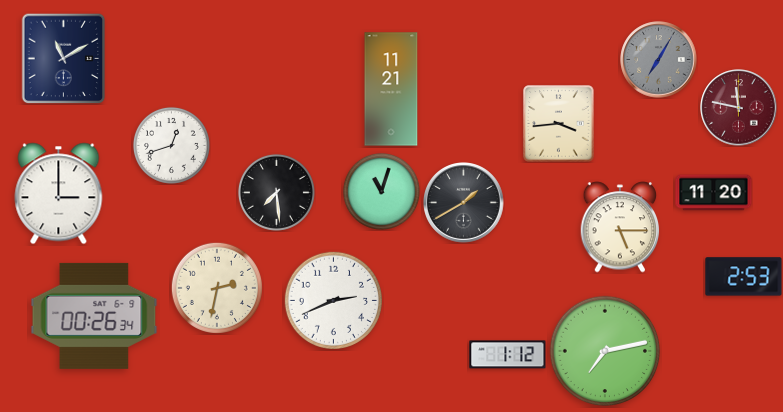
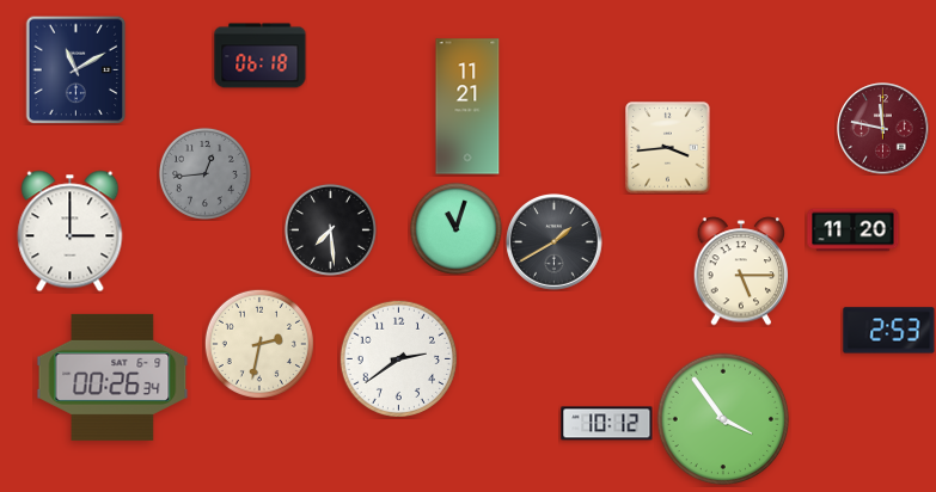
clock at (261, 56): none -> 06:18
clock at (659, 60): 7:05 -> none
clock at (171, 145): 12:42 -> 12:44
clock at (171, 145) dial: white -> grey
clock at (333, 300): 2:41 -> 2:39
clock at (605, 351): 7:13 -> 3:54
clock at (508, 355): 1:12 -> 10:12
